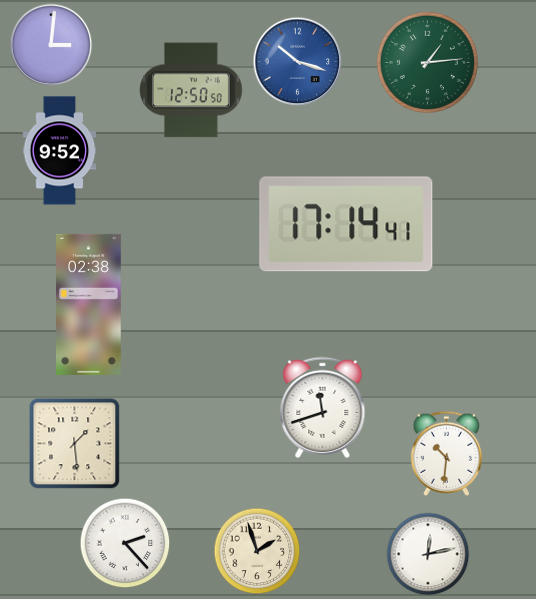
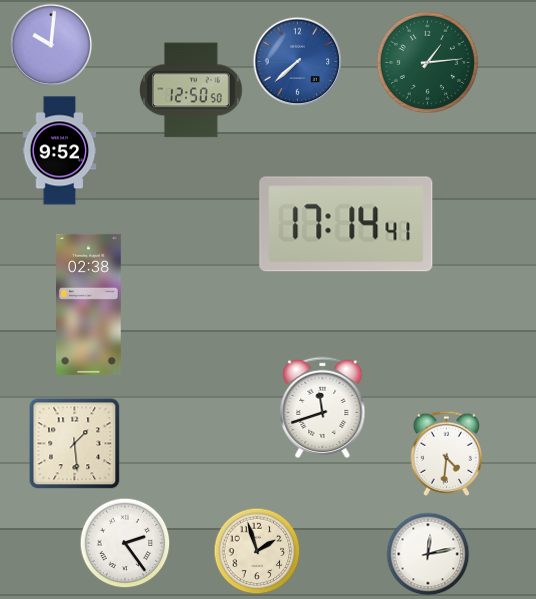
clock at (51, 45): 3:01 -> 10:01
clock at (298, 62): 10:18 -> 7:38
clock at (446, 453): 10:31 -> 4:31
clock at (125, 543): 2:23 -> 2:24
